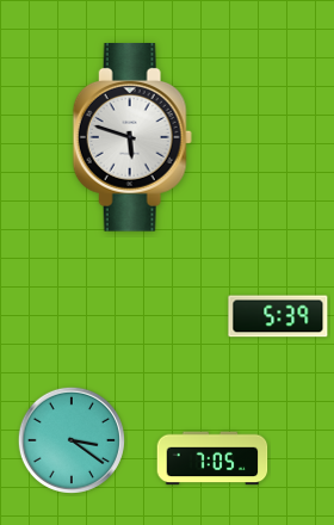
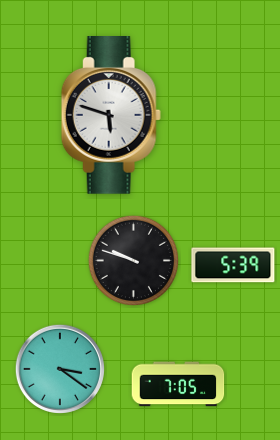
clock at (133, 260): none -> 9:48
